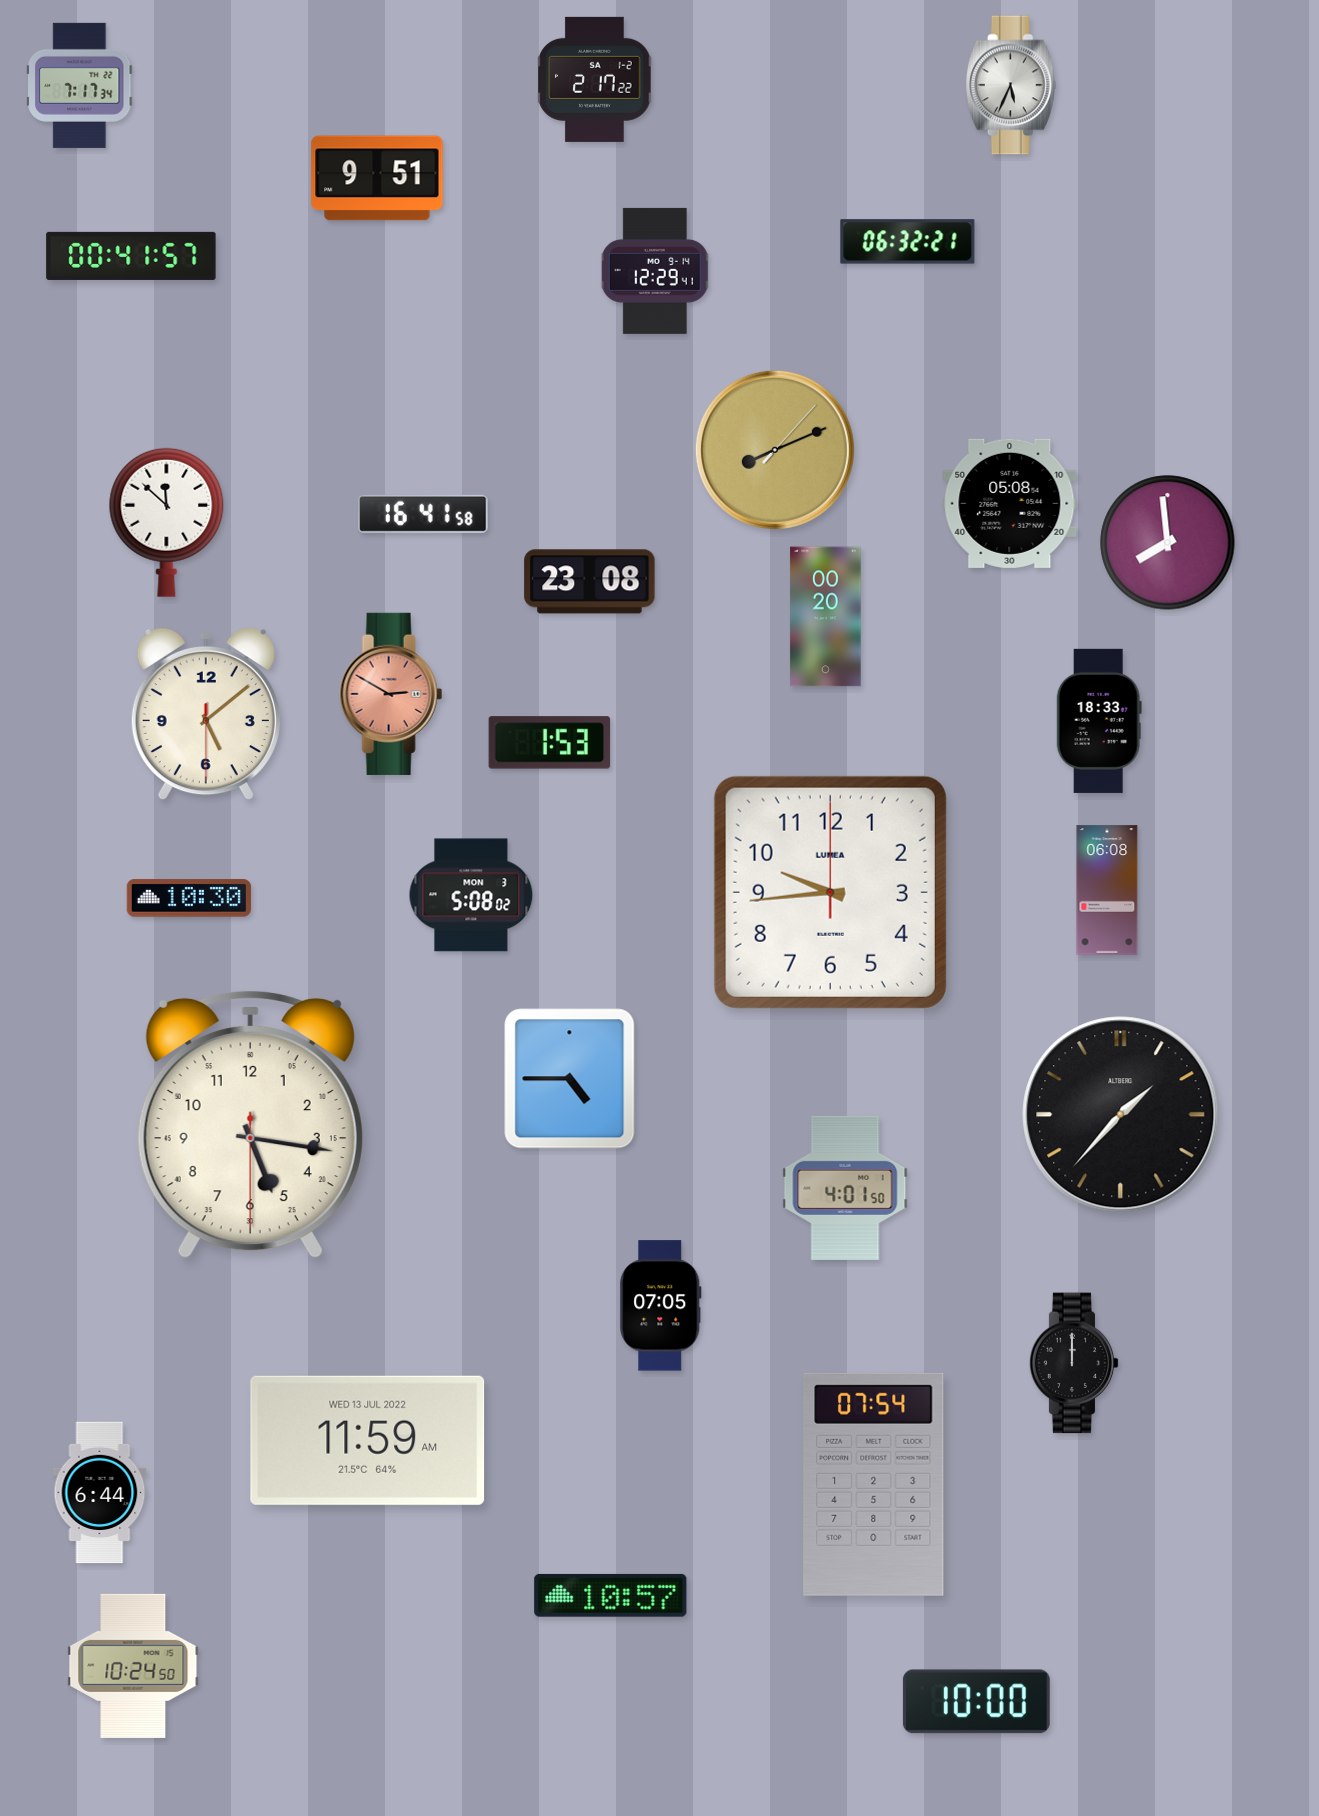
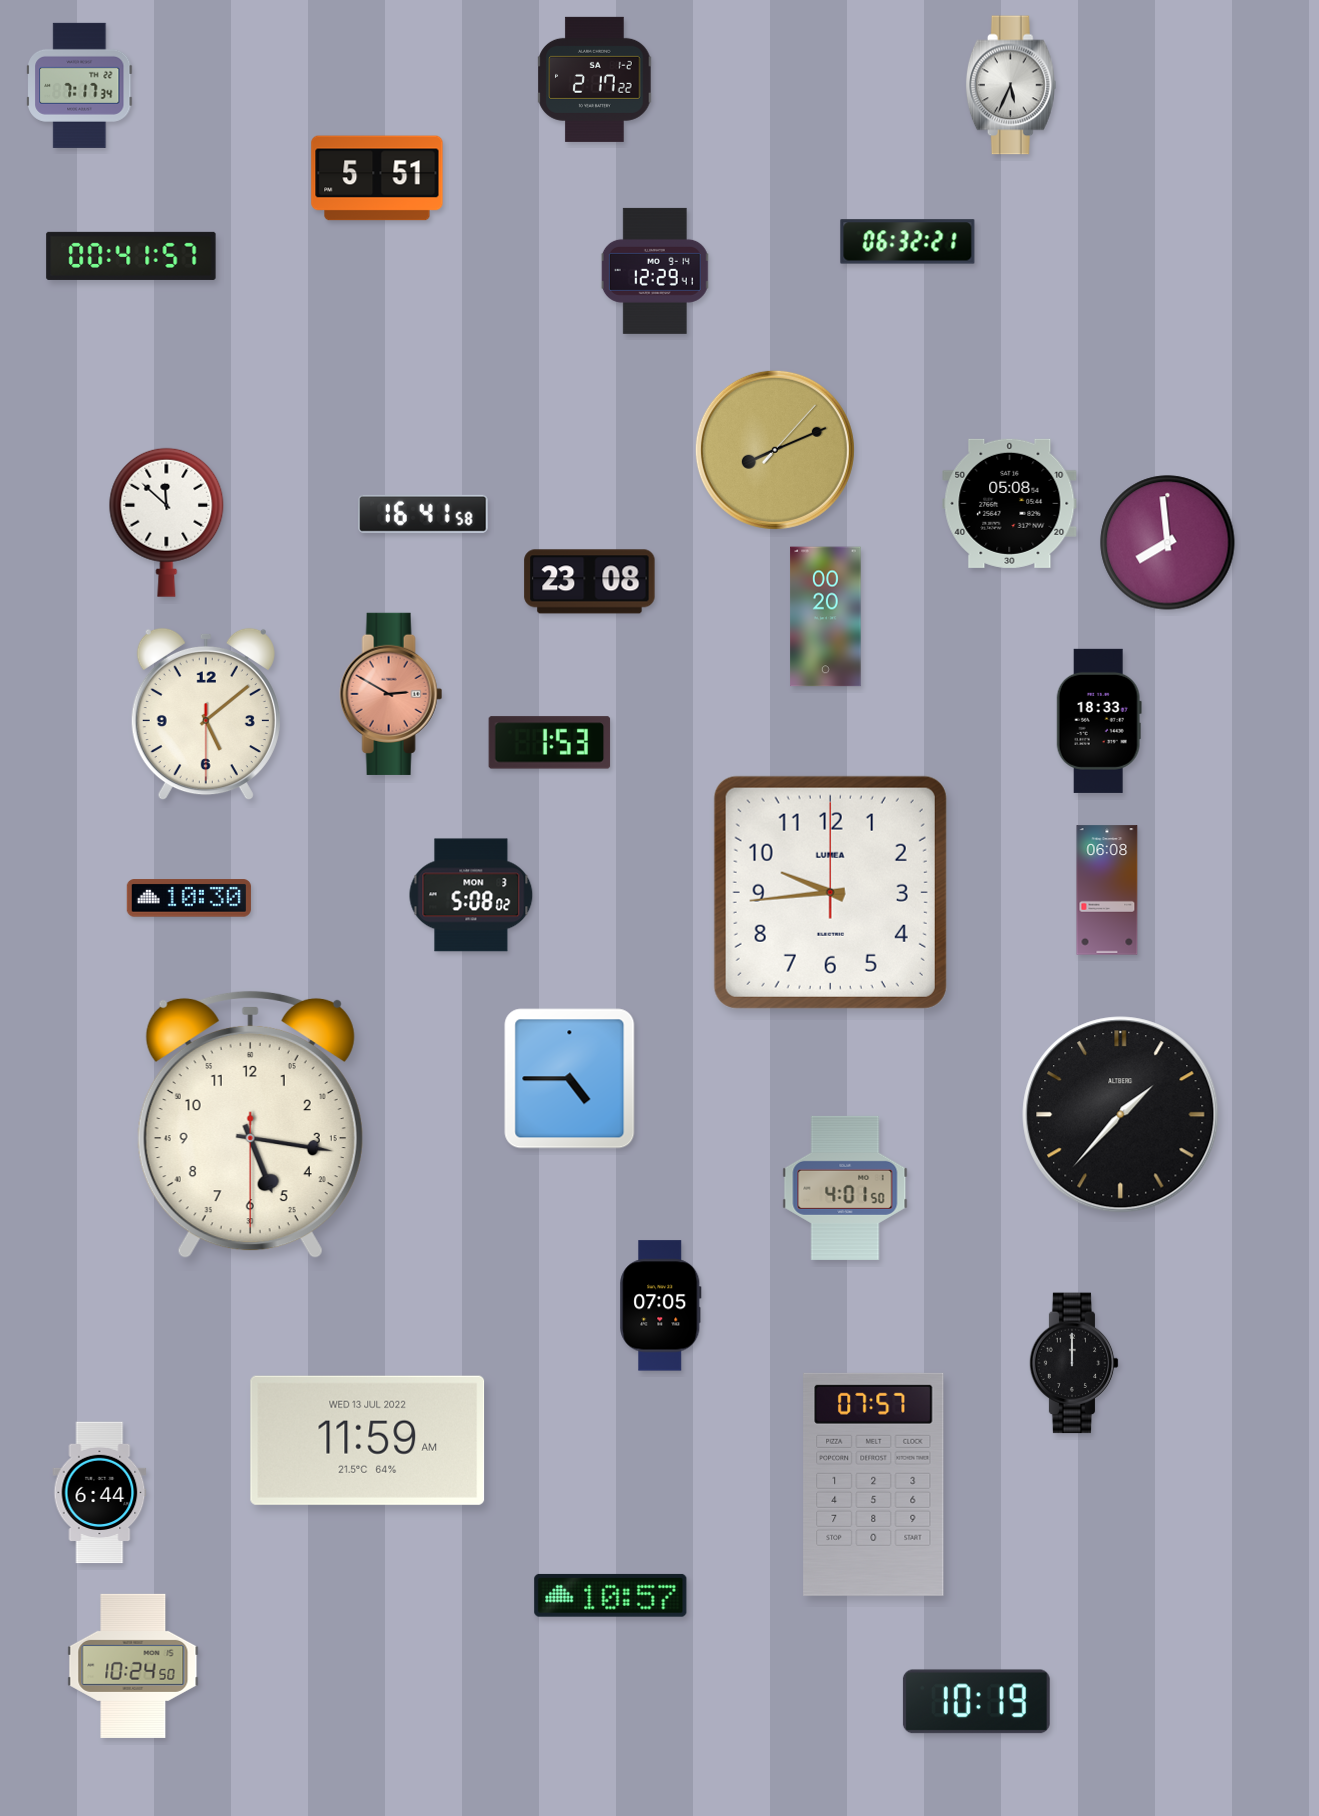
clock at (377, 178): 9:51 -> 5:51
clock at (874, 1484): 07:54 -> 07:57
clock at (976, 1702): 10:00 -> 10:19
